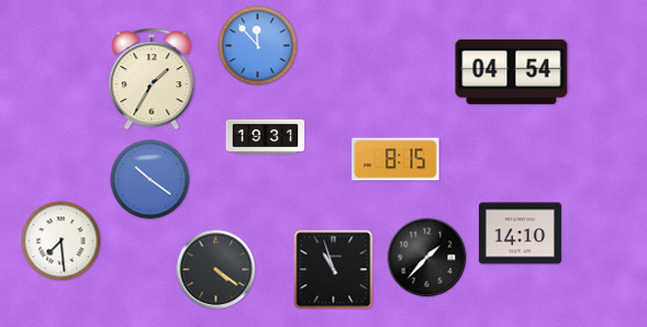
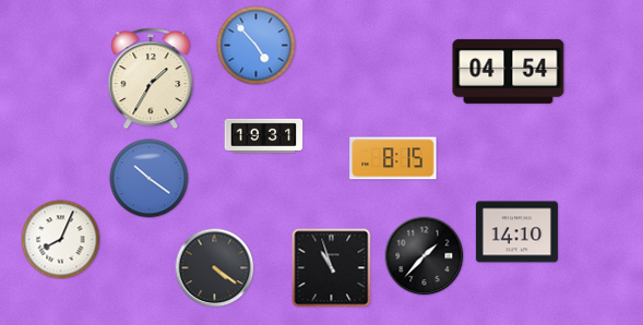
clock at (258, 46): 11:53 -> 4:53
clock at (62, 241): 7:29 -> 8:04
